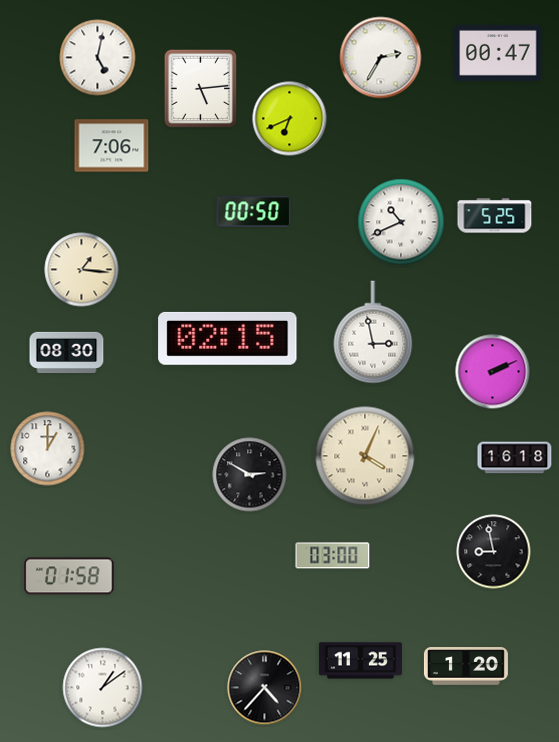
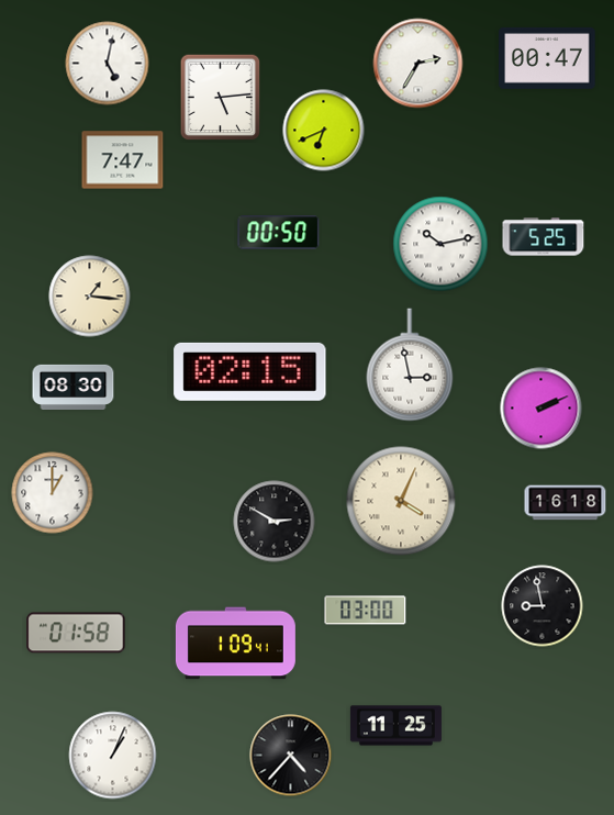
clock at (290, 119) position: (290, 119) -> (324, 131)
clock at (112, 146): 7:06 -> 7:47
clock at (401, 222): 10:41 -> 10:13
clock at (235, 644): none -> 1:09
clock at (466, 666): 1:20 -> none
clock at (103, 688): 1:09 -> 1:04
